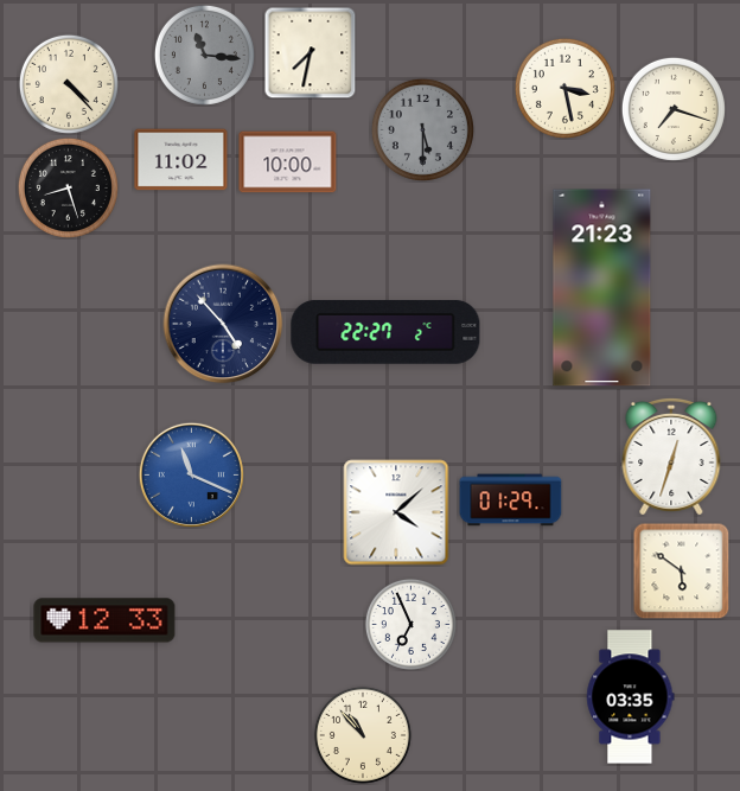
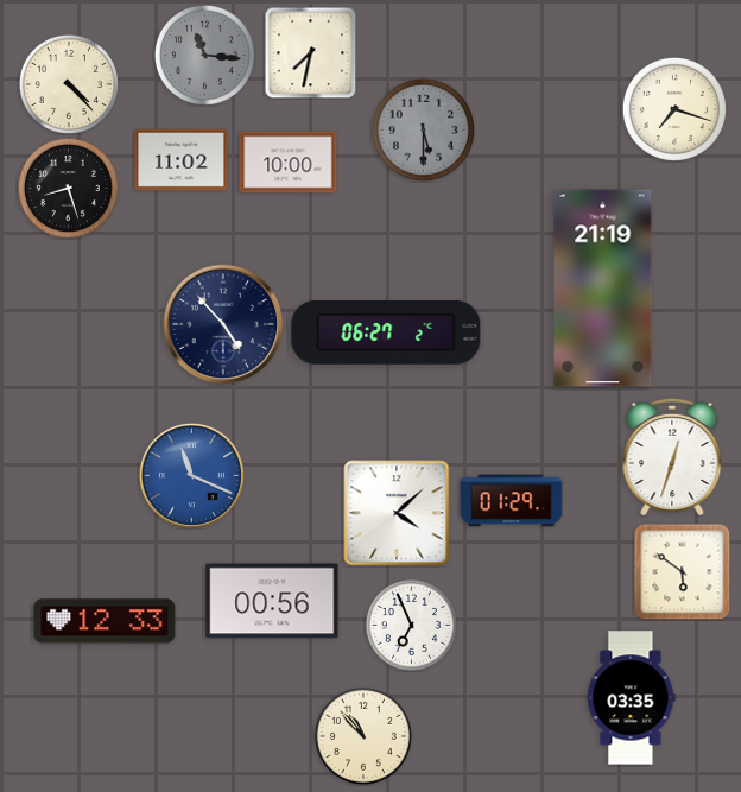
clock at (564, 88): 3:28 -> none
clock at (602, 288): 21:23 -> 21:19
clock at (385, 333): 22:27 -> 06:27
clock at (272, 601): none -> 00:56
